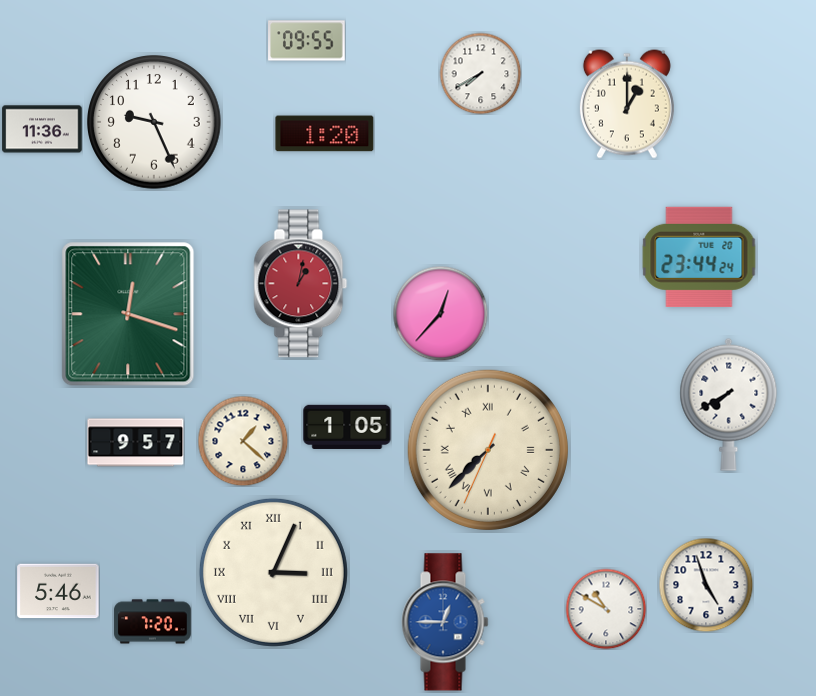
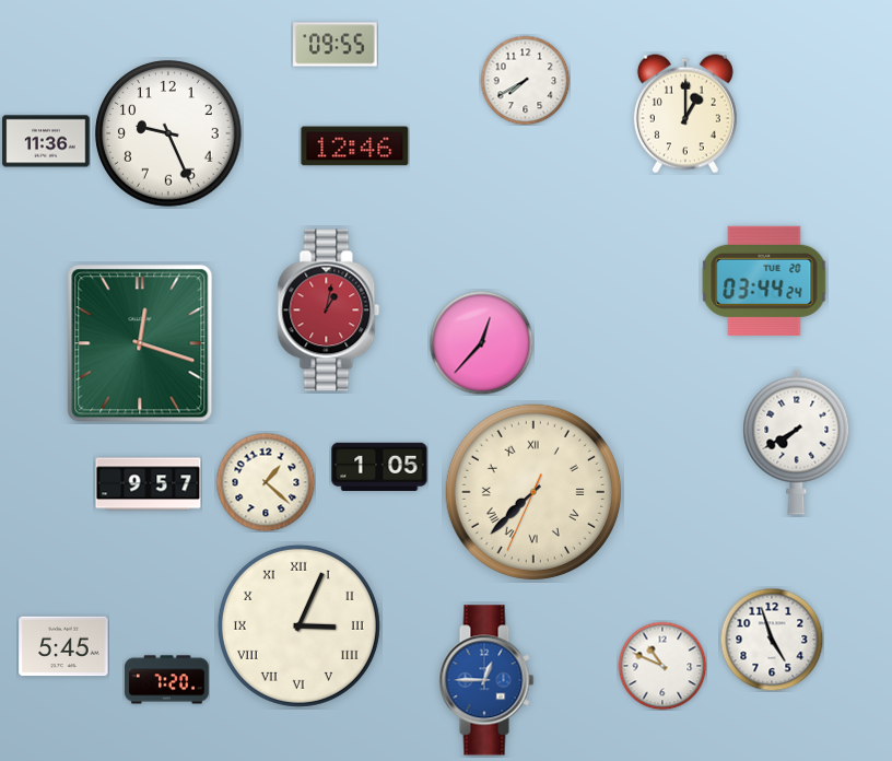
clock at (325, 134): 1:20 -> 12:46
clock at (699, 257): 23:44 -> 03:44
clock at (58, 591): 5:46 -> 5:45
clock at (606, 609): 10:50 -> 10:49
